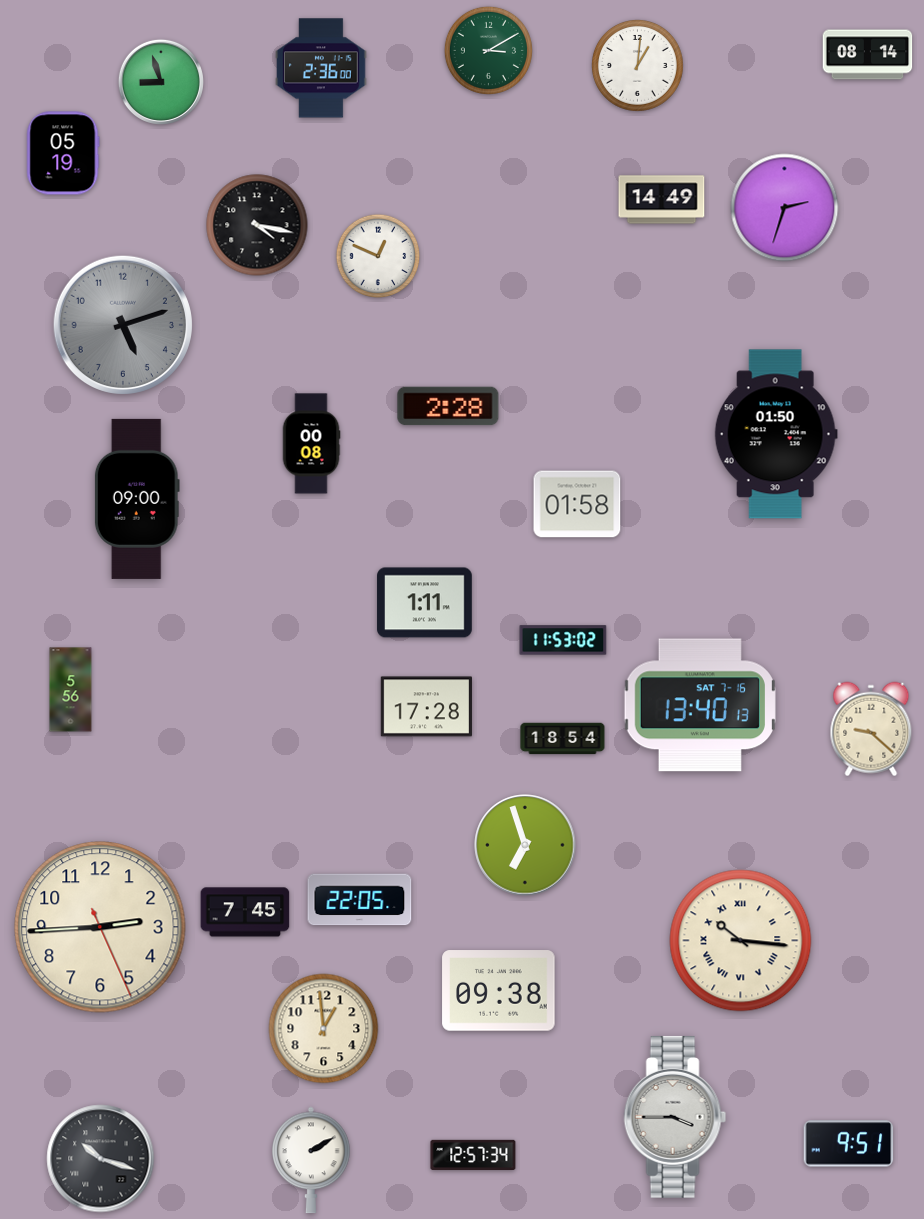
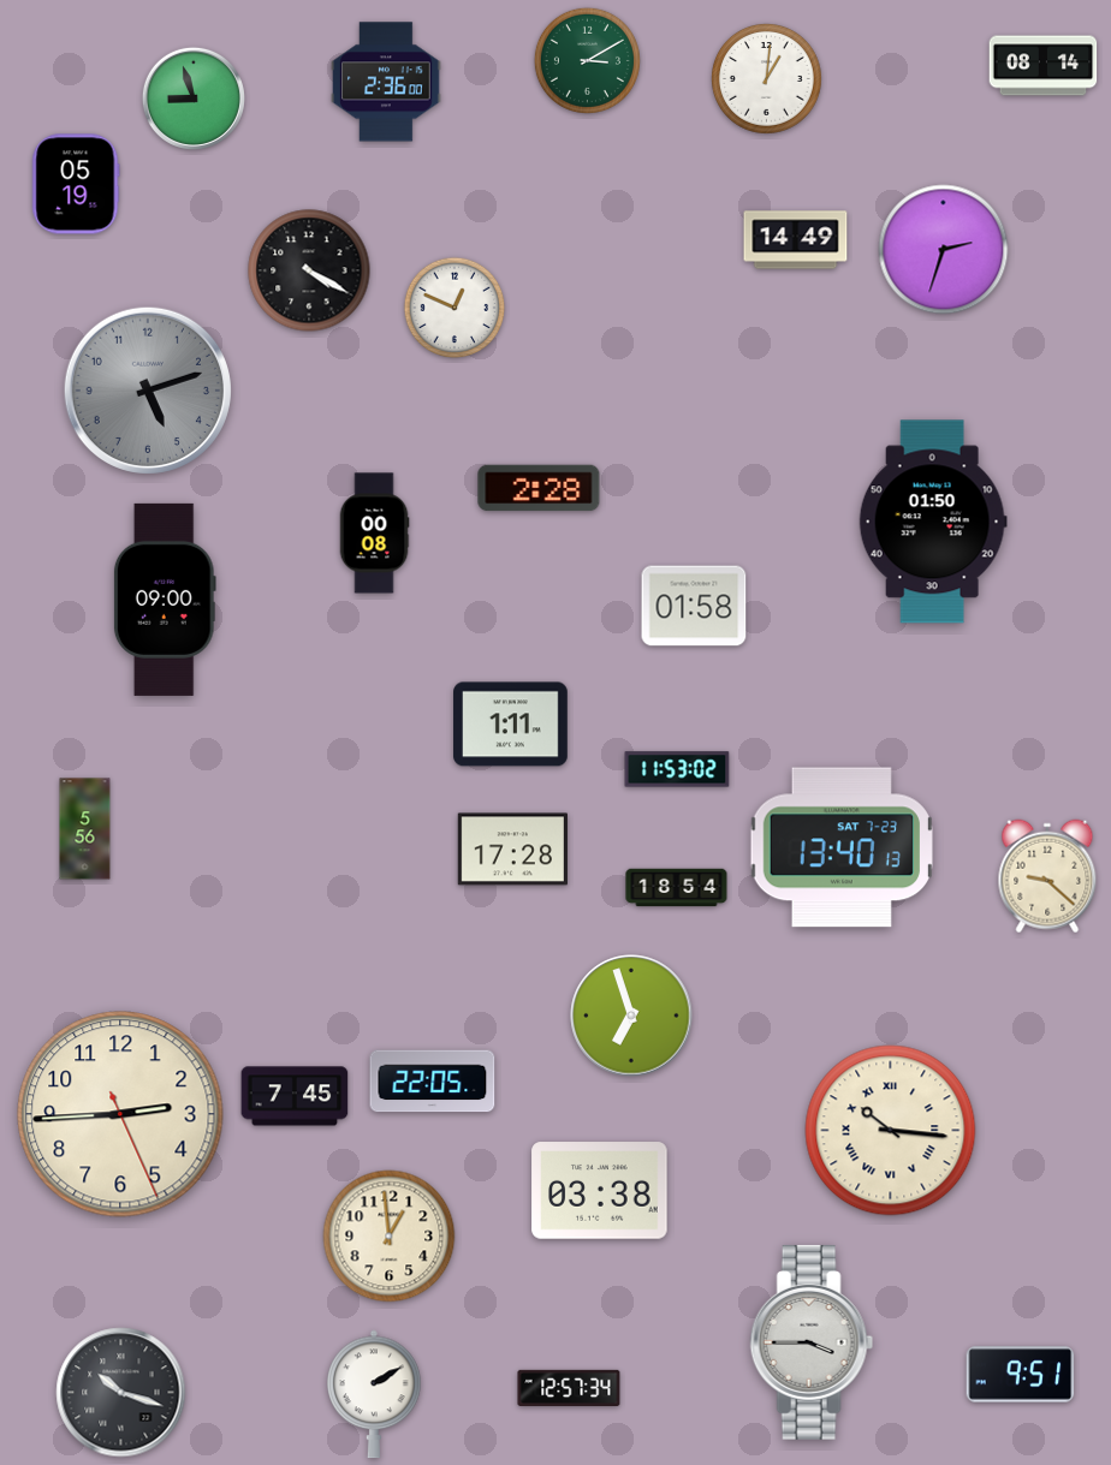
clock at (257, 225): 4:17 -> 4:20
clock at (700, 705) date: SAT 7-16 -> SAT 7-23
clock at (499, 991): 09:38 -> 03:38
